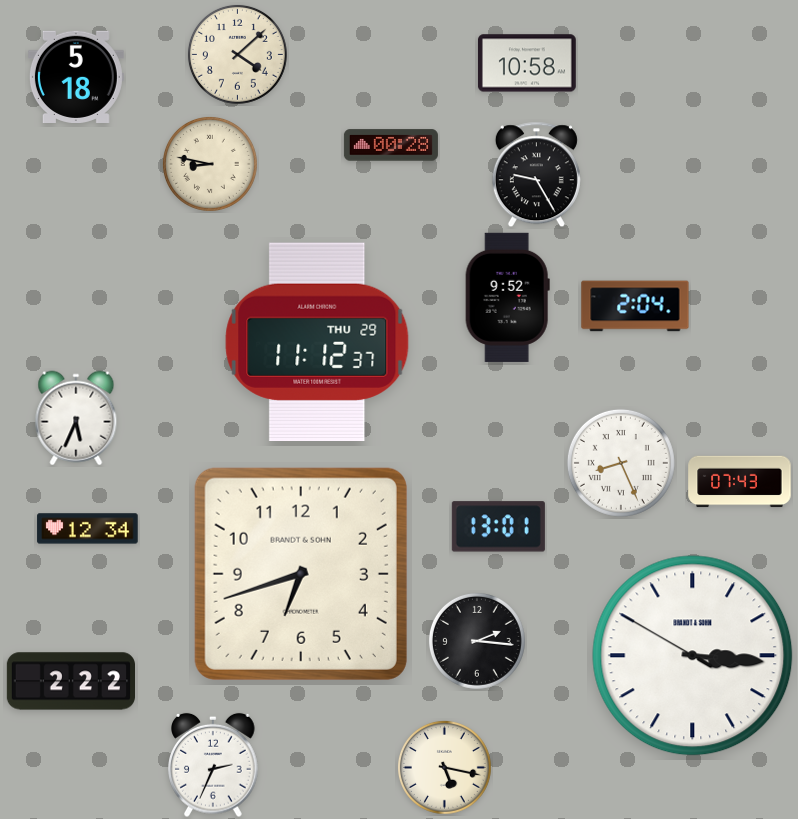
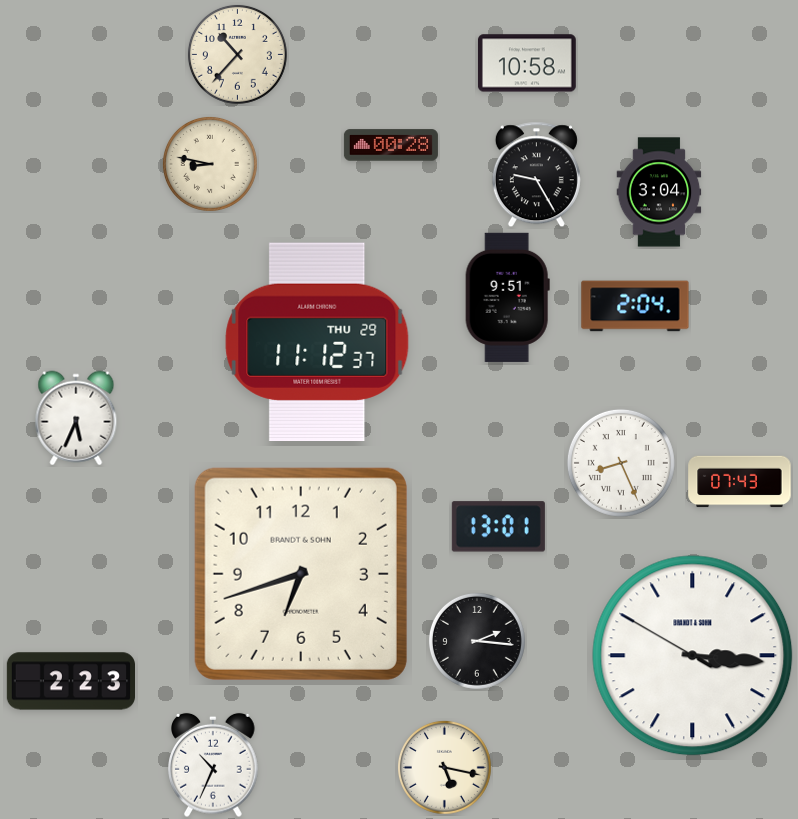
clock at (237, 54): 4:08 -> 10:37
clock at (76, 76): 5:18 -> none
clock at (659, 192): none -> 3:04
clock at (507, 297): 9:52 -> 9:51
clock at (88, 529): 12:34 -> none
clock at (70, 681): 2:22 -> 2:23
clock at (213, 765): 2:34 -> 10:34
